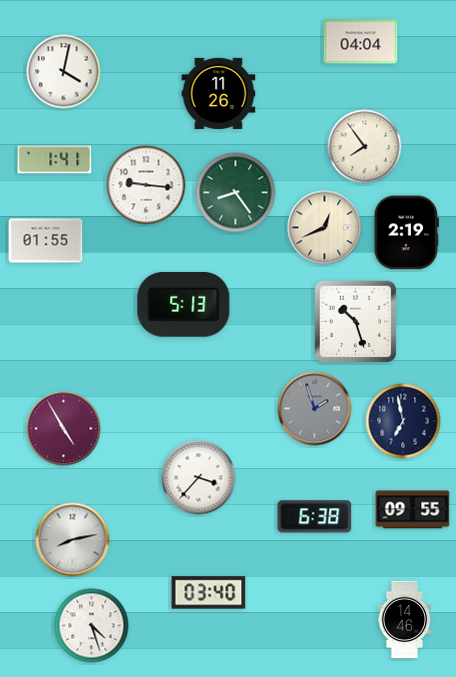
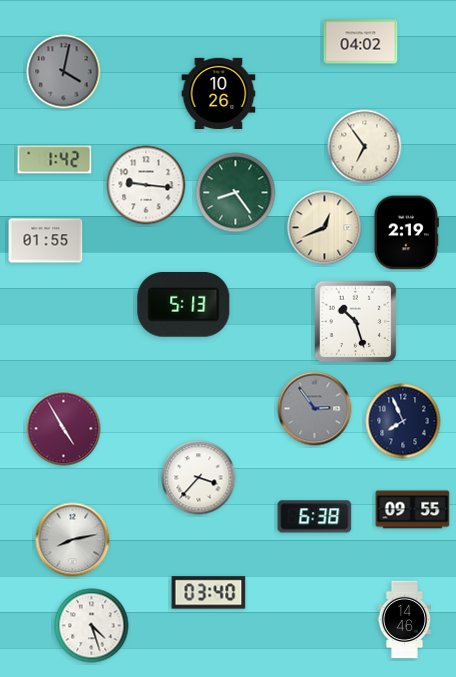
clock at (361, 42): 04:04 -> 04:02
clock at (64, 72) dial: white -> grey
clock at (219, 93): 11:26 -> 10:26
clock at (365, 147): 7:54 -> 6:54
clock at (55, 160): 1:41 -> 1:42
clock at (315, 409): 1:57 -> 2:54
clock at (403, 421): 6:58 -> 7:56
